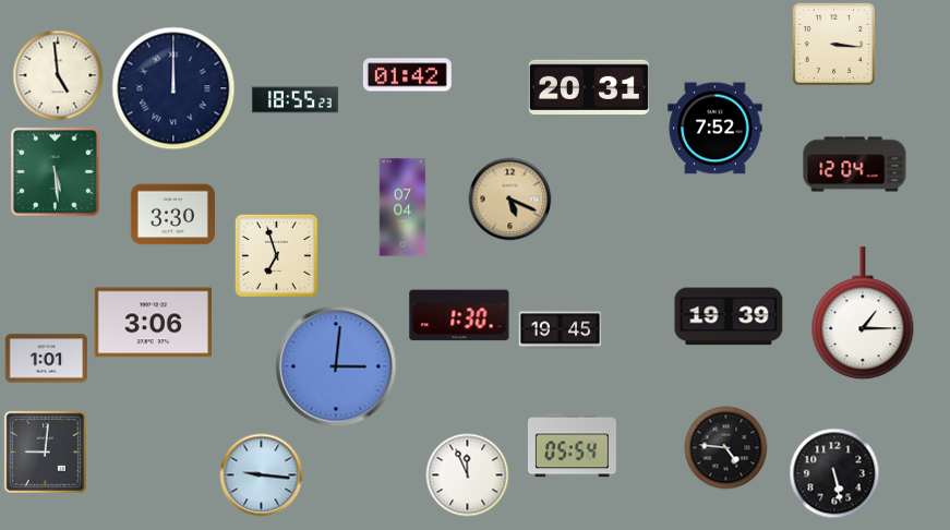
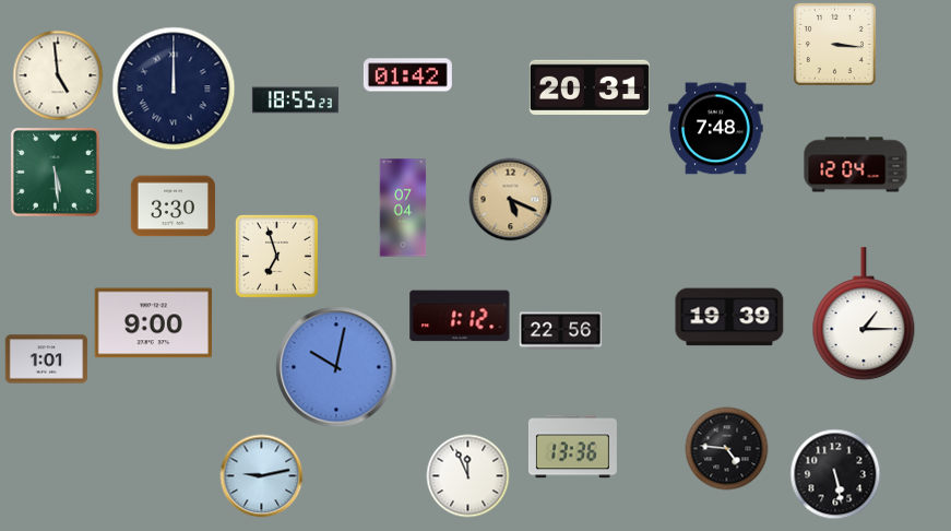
clock at (715, 129): 7:52 -> 7:48
clock at (172, 215) position: (172, 215) -> (173, 206)
clock at (459, 315): 1:30 -> 1:12
clock at (153, 323): 3:06 -> 9:00
clock at (561, 330): 19:45 -> 22:56
clock at (336, 366): 3:01 -> 10:02
clock at (572, 446): 05:54 -> 13:36
clock at (45, 451): 9:01 -> none
clock at (262, 475): 9:16 -> 9:13
